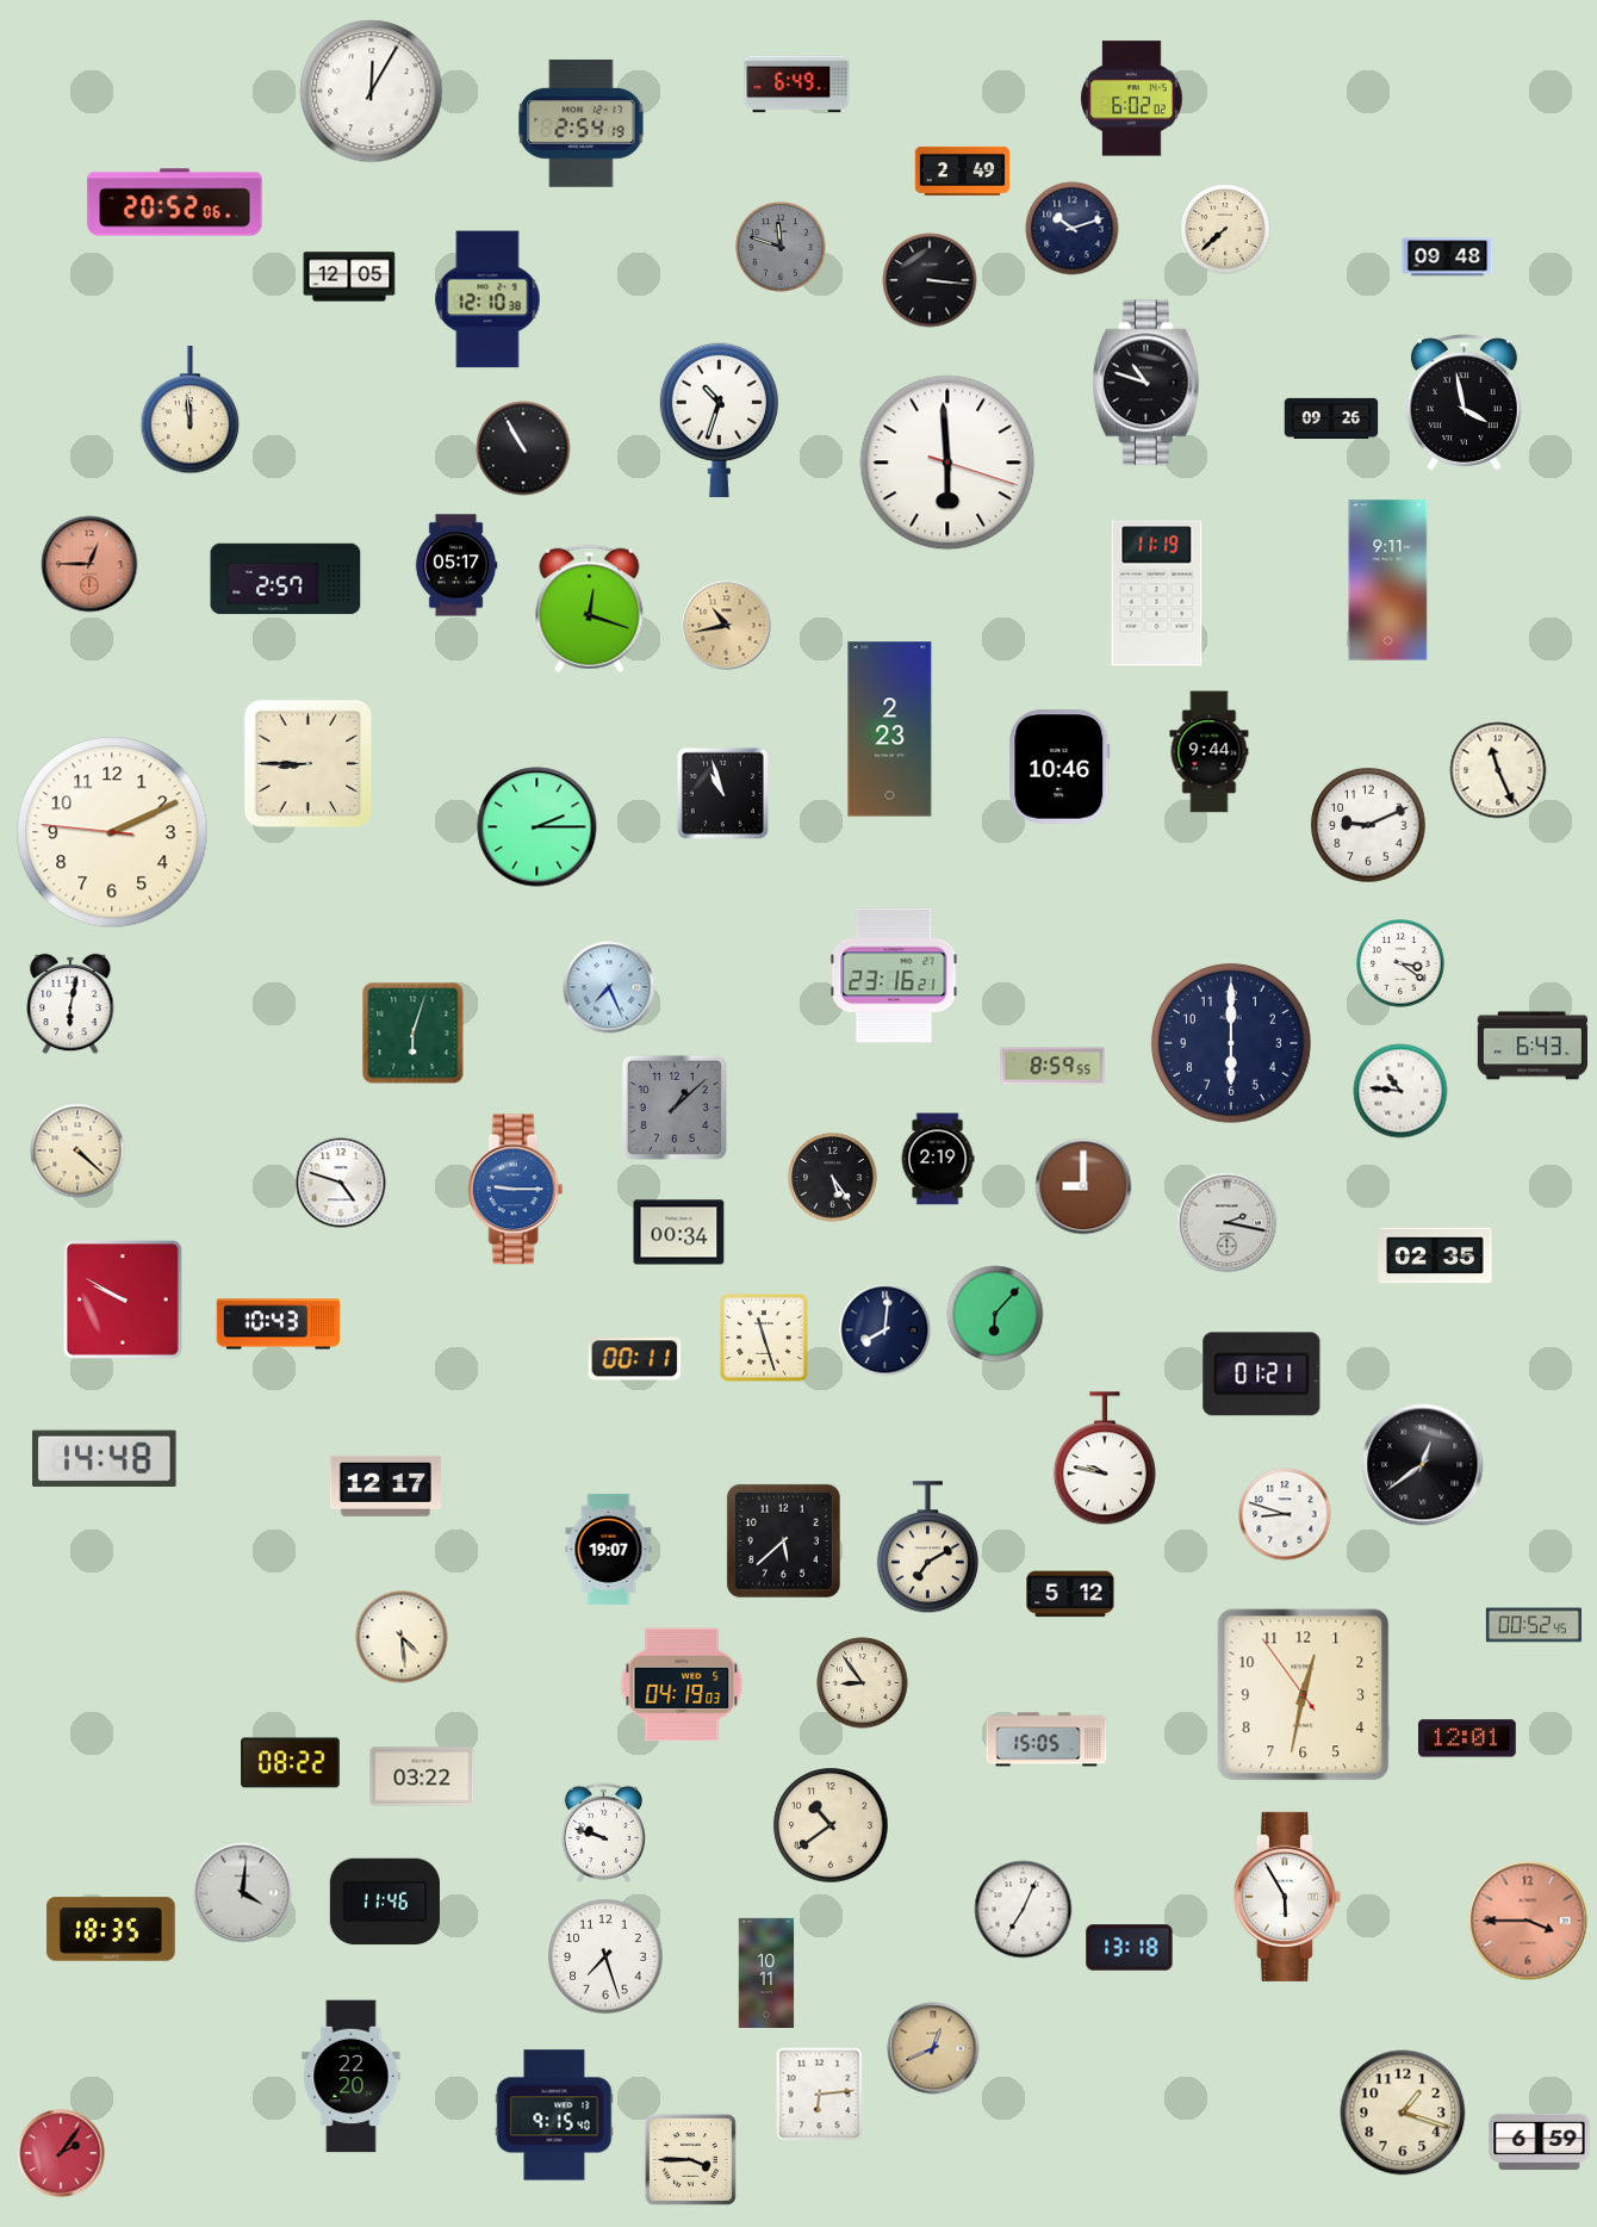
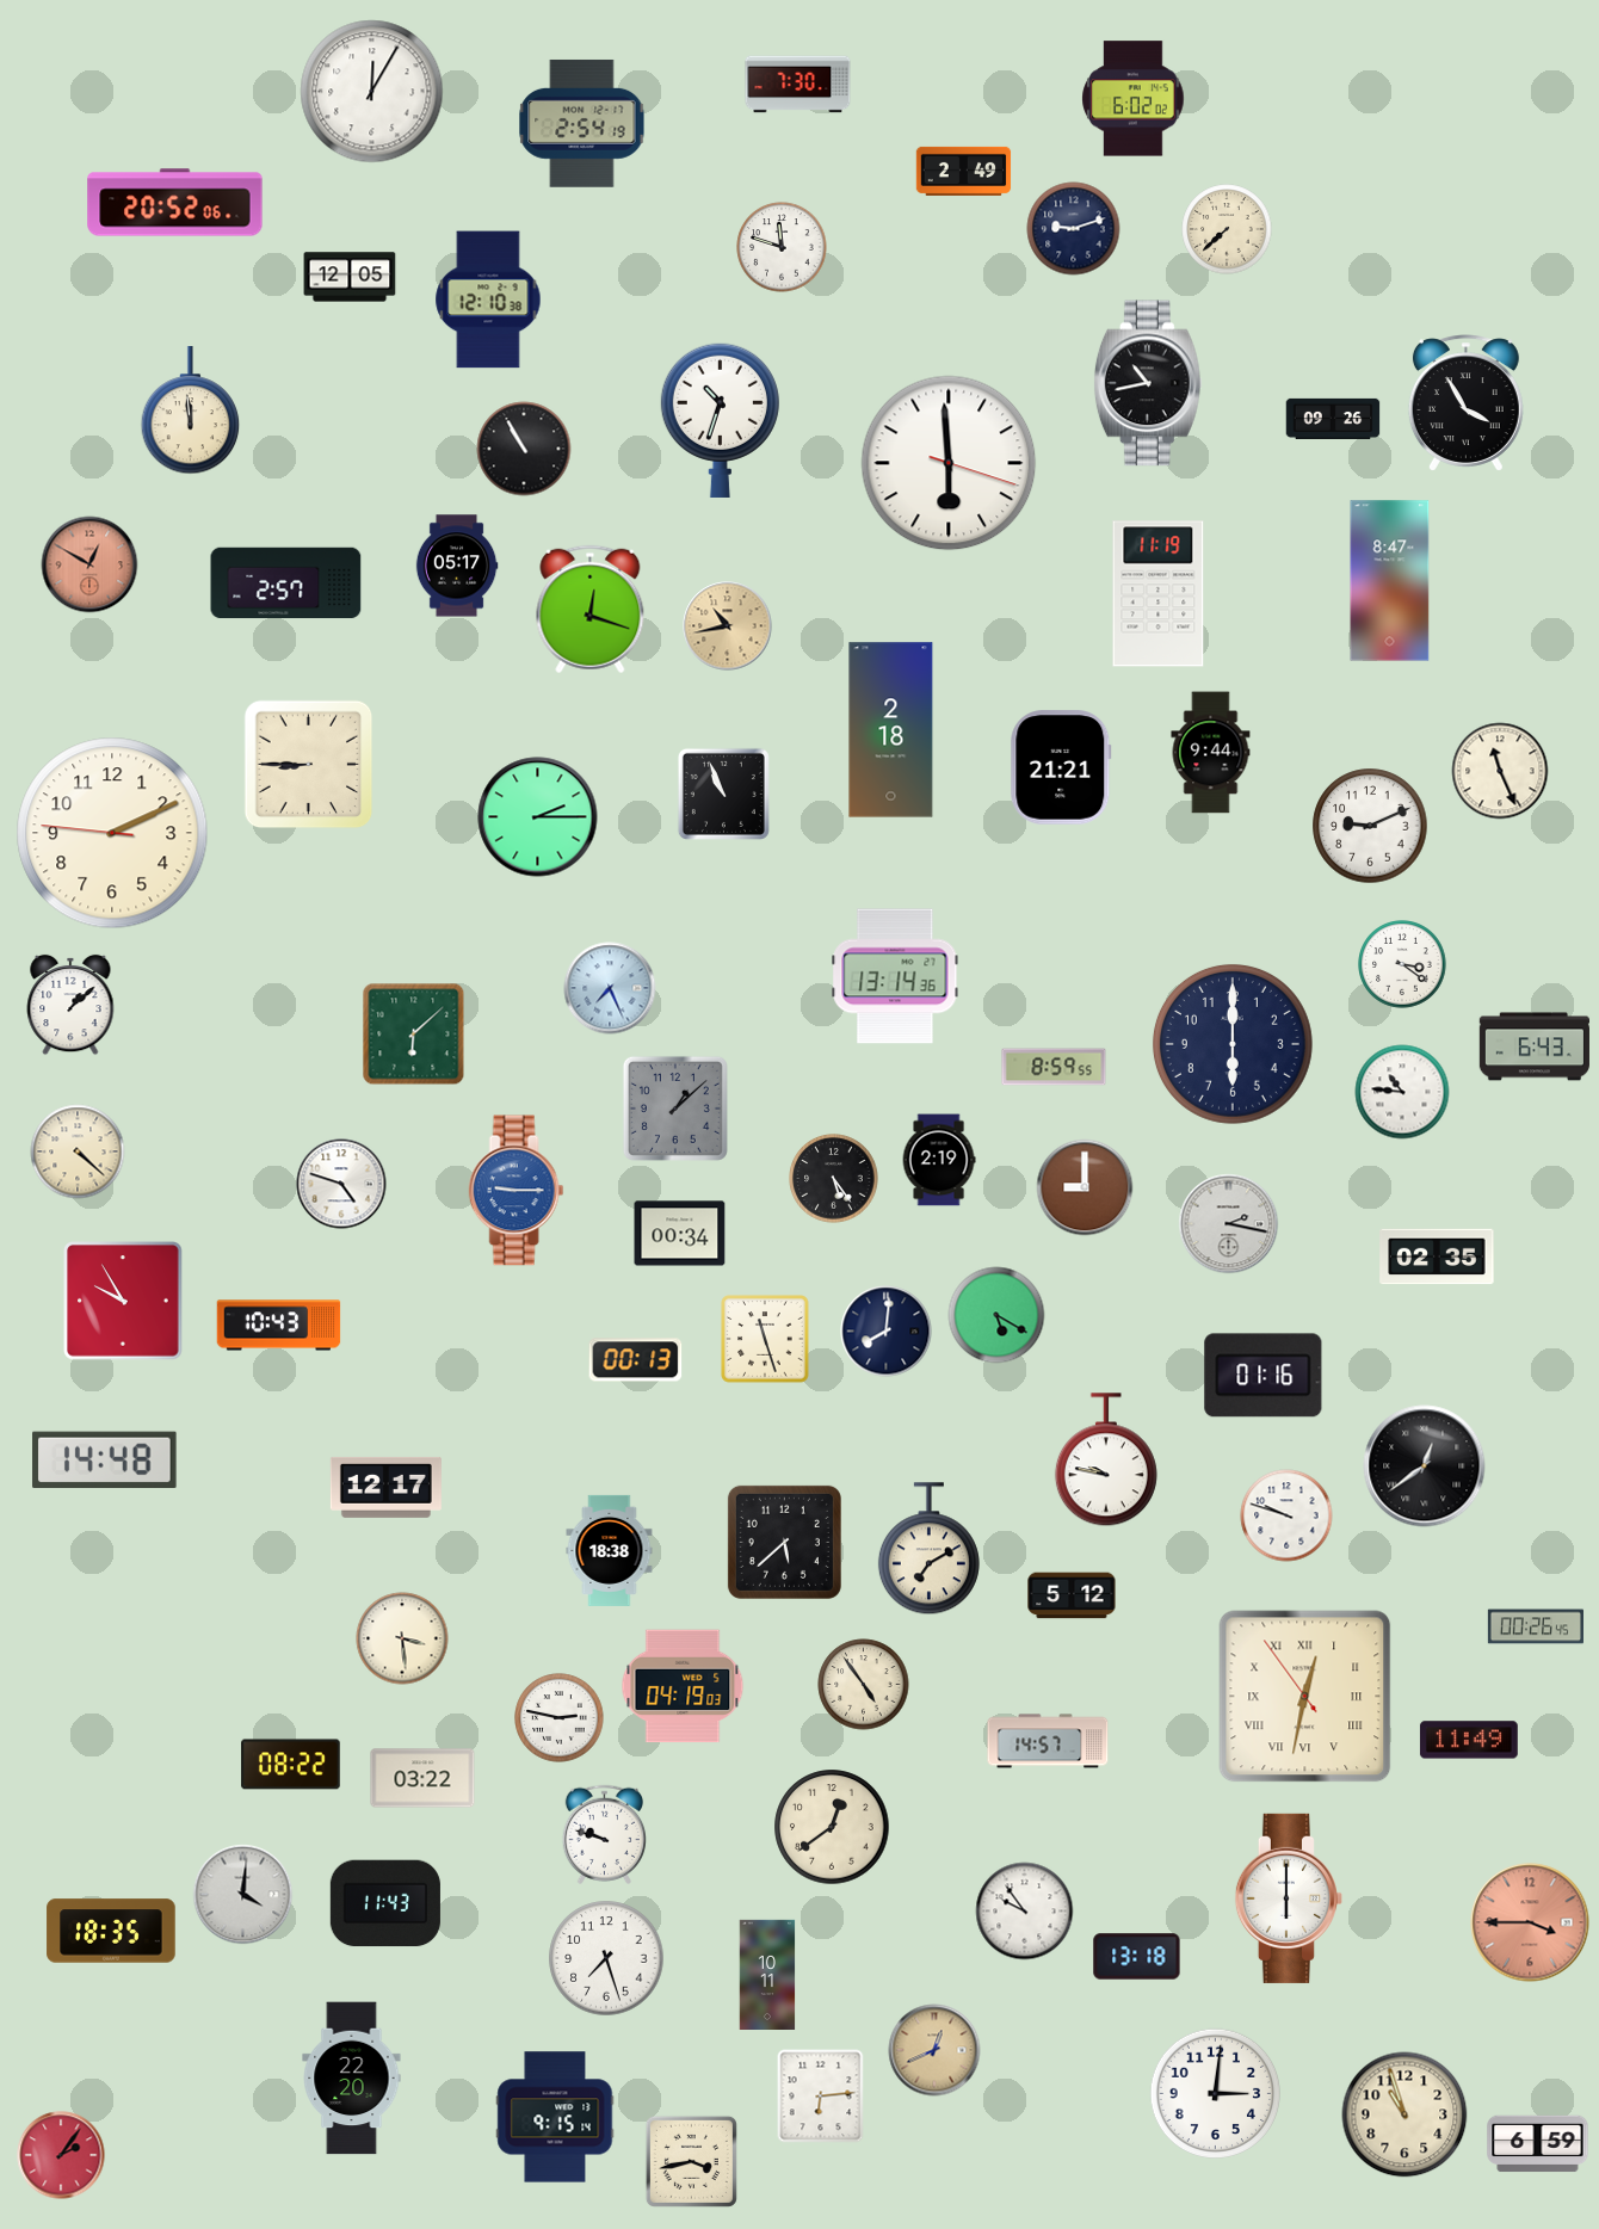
clock at (797, 85): 6:49 -> 7:30
clock at (1073, 229): 10:12 -> 9:12
clock at (781, 247) dial: grey -> white
clock at (1448, 258): 09:48 -> none
clock at (930, 280): 3:16 -> none
clock at (1147, 383): 10:48 -> 10:43
clock at (1464, 403): 3:58 -> 3:55
clock at (89, 564): 12:45 -> 12:50
clock at (286, 579) position: (286, 579) -> (286, 584)
clock at (1388, 581): 9:11 -> 8:47
clock at (890, 730): 2:23 -> 2:18
clock at (1060, 767): 10:46 -> 21:21
clock at (722, 793): 10:57 -> 10:56
clock at (537, 827) position: (537, 827) -> (538, 817)
clock at (894, 975): 23:16 -> 13:14
clock at (70, 1004): 6:02 -> 1:08
clock at (414, 1034): 6:03 -> 6:08
clock at (123, 1299): 9:50 -> 9:55
clock at (995, 1314): 6:07 -> 5:20
clock at (635, 1359): 00:11 -> 00:13
clock at (1262, 1375): 01:21 -> 01:16
clock at (1285, 1514): 8:48 -> 9:48
clock at (609, 1549): 19:07 -> 18:38
clock at (1534, 1625): 00:52 -> 00:26
clock at (402, 1637): 4:29 -> 3:29
clock at (863, 1683): 8:54 -> 4:54
clock at (1304, 1695) numerals: Arabic -> Roman
clock at (560, 1718): none -> 2:47
clock at (1467, 1738): 12:01 -> 11:49
clock at (1046, 1739): 15:05 -> 14:57
clock at (831, 1825): 10:39 -> 12:39
clock at (1287, 1897): 5:55 -> 6:00
clock at (385, 1902): 11:46 -> 11:43
clock at (1024, 1910): 7:04 -> 9:54
clock at (1130, 1948) position: (1130, 1948) -> (1137, 1957)
clock at (1216, 2094): none -> 3:01
clock at (1403, 2113): 1:18 -> 10:57
clock at (554, 2115): 9:15:40 -> 9:15:14
clock at (1540, 2142) position: (1540, 2142) -> (1538, 2144)
clock at (690, 2159): 3:45 -> 3:43
